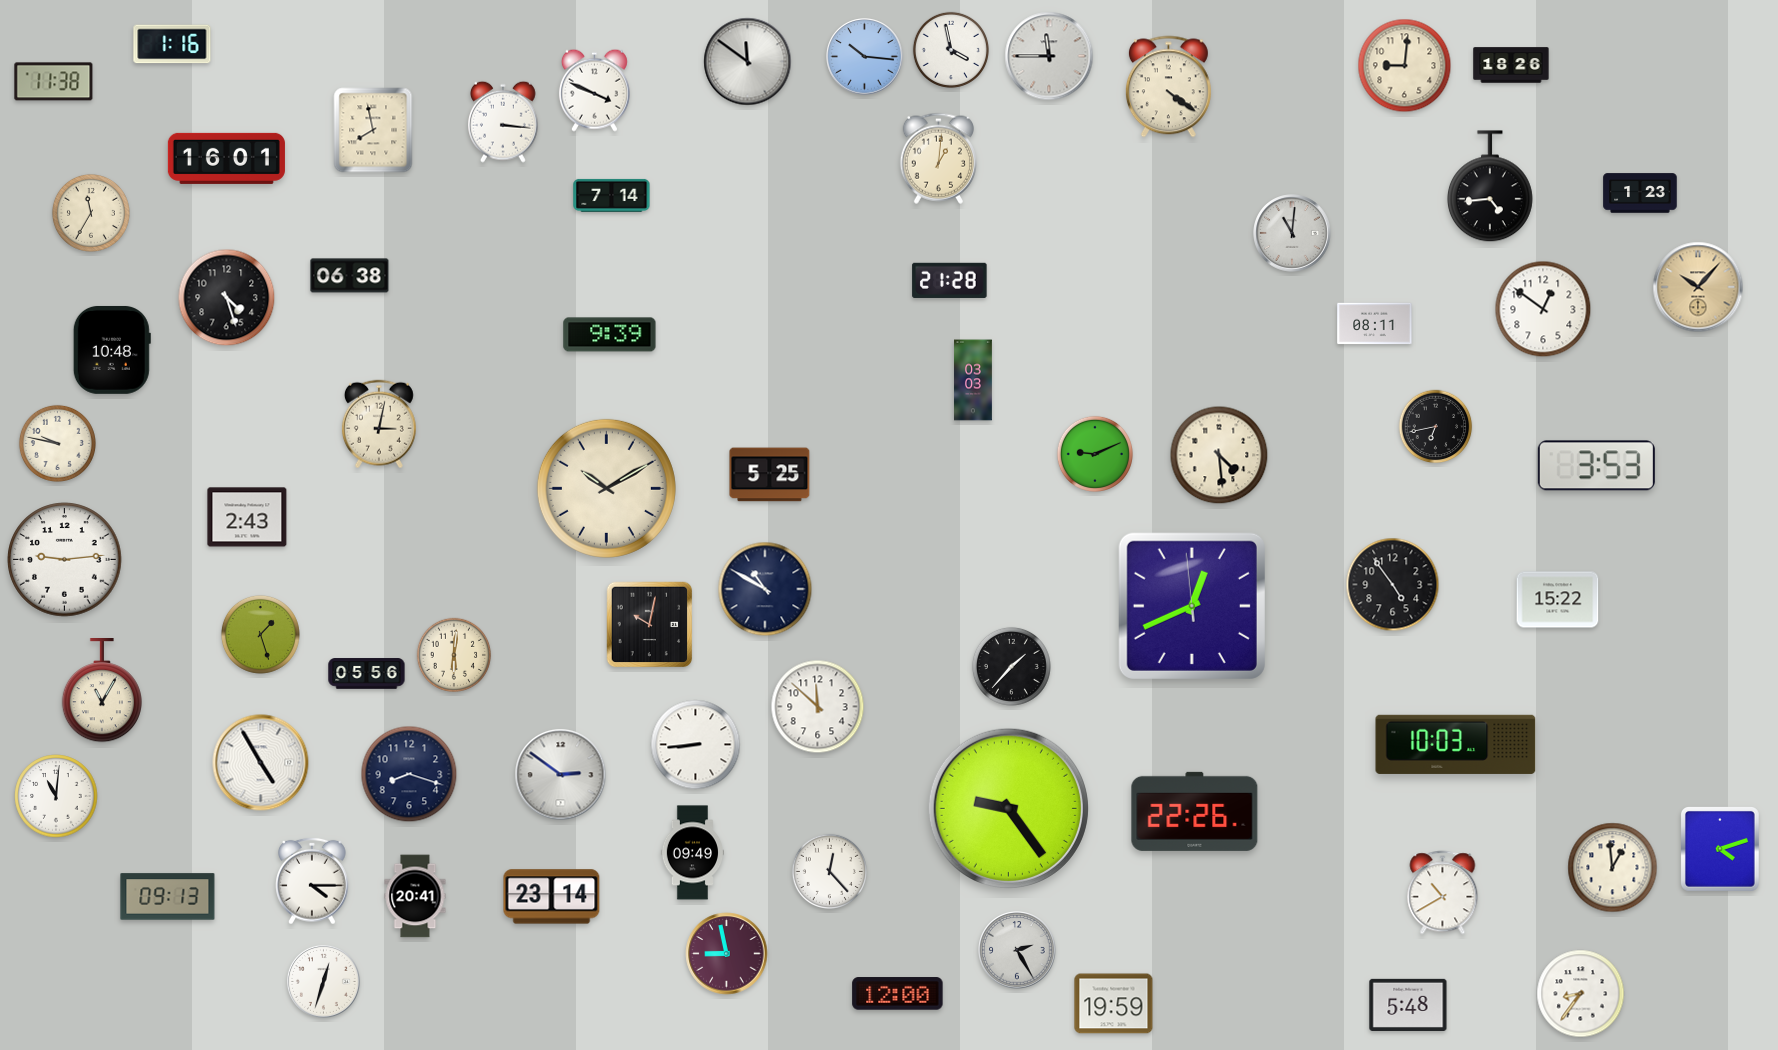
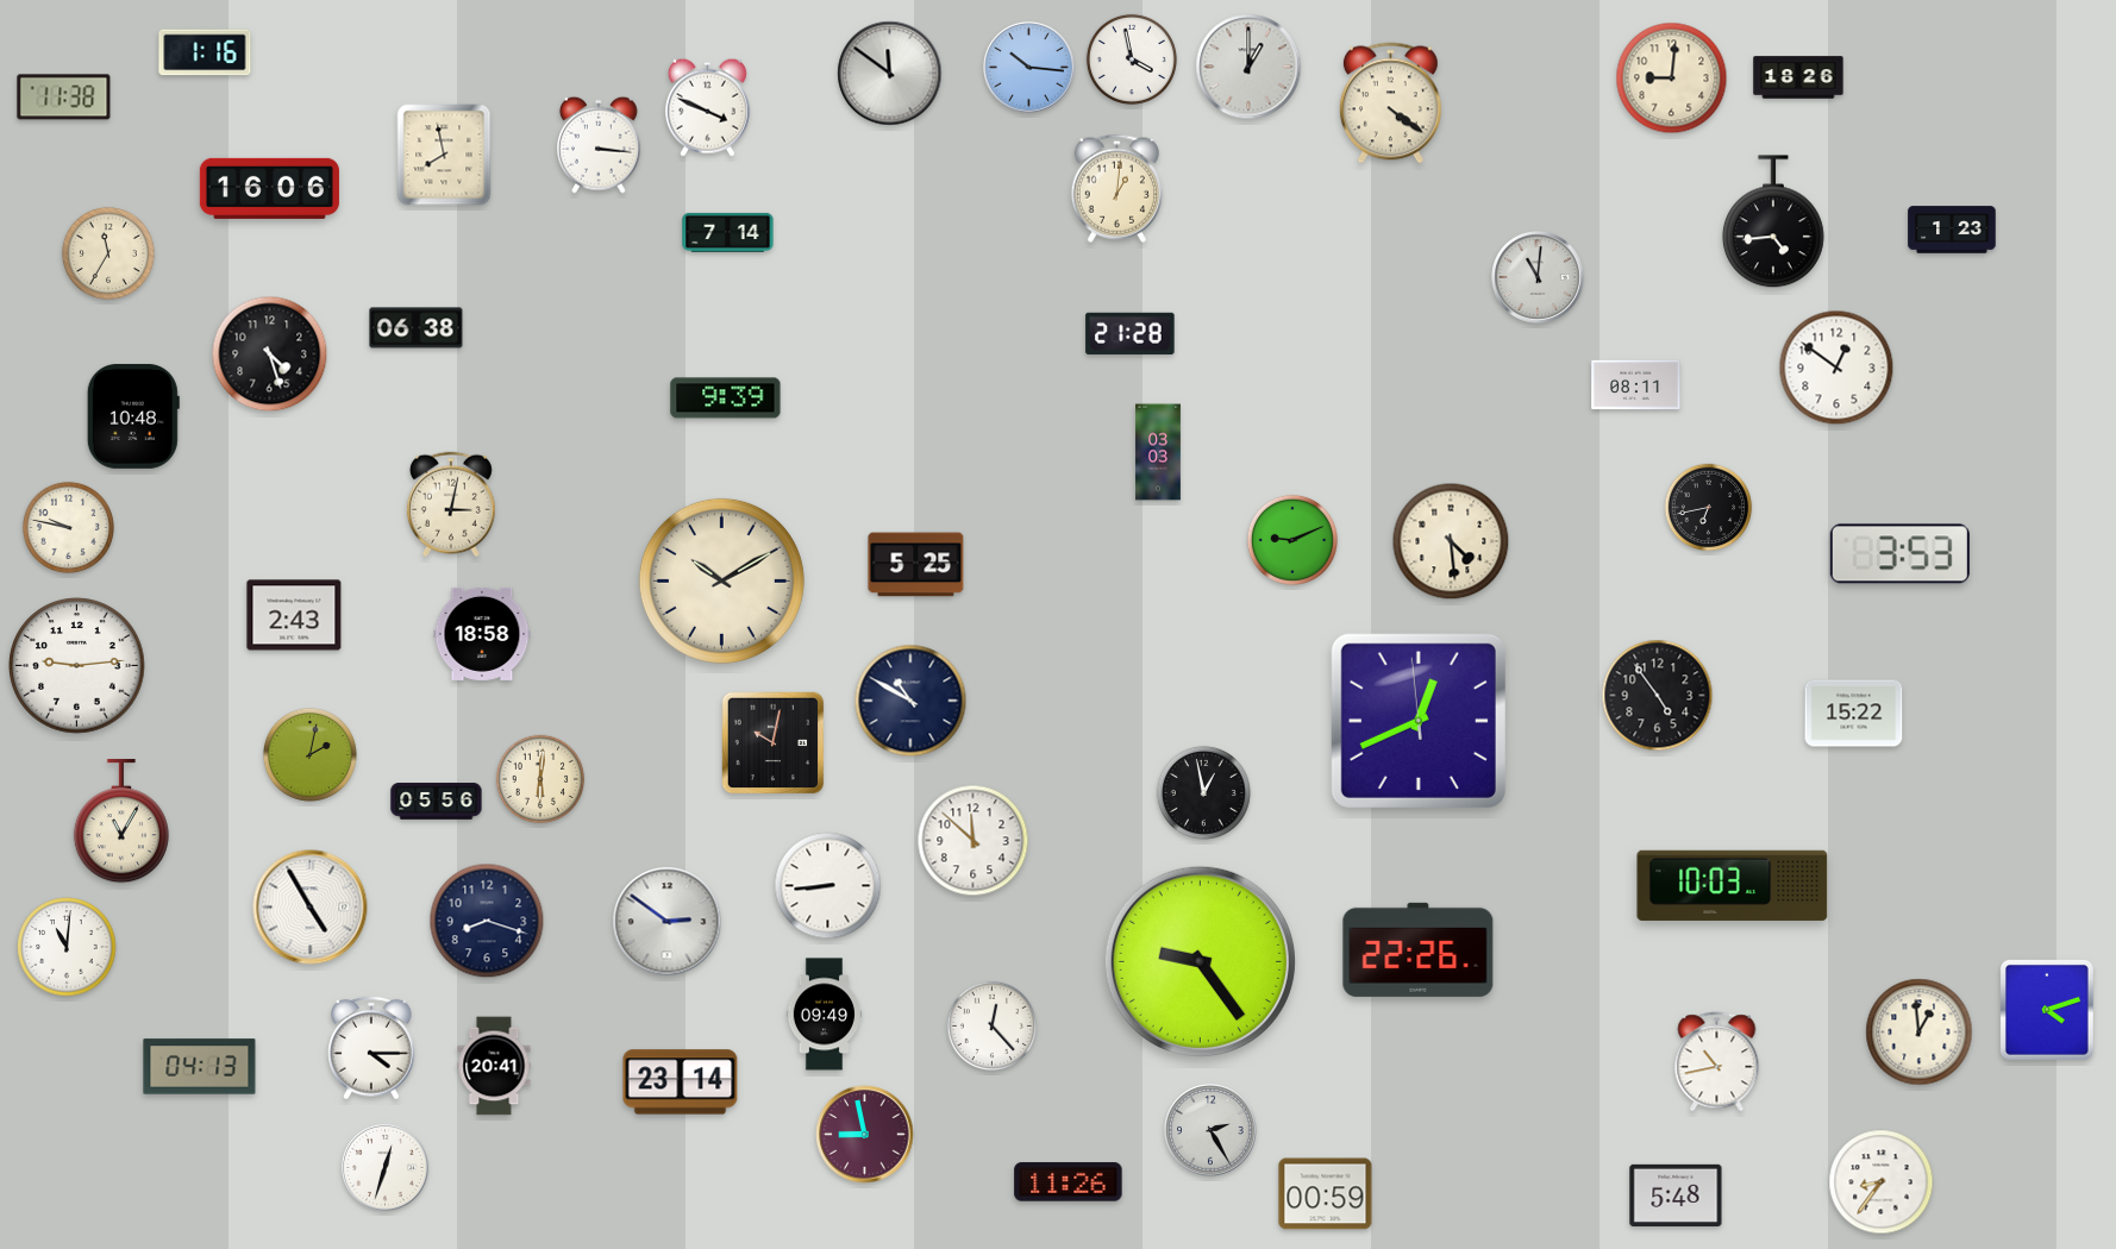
clock at (1049, 56): 11:45 -> 1:00
clock at (226, 158): 16:01 -> 16:06
clock at (1698, 287): 10:07 -> none
clock at (1095, 454) position: (1095, 454) -> (1292, 540)
clock at (482, 634): none -> 18:58
clock at (260, 634): 1:27 -> 2:02
clock at (1011, 666): 1:37 -> 12:58
clock at (1195, 811) position: (1195, 811) -> (1419, 949)
clock at (829, 871) position: (829, 871) -> (991, 1025)
clock at (1443, 893): 10:40 -> 10:43
clock at (168, 897): 09:13 -> 04:13
clock at (552, 897) position: (552, 897) -> (681, 1082)
clock at (898, 994): 12:00 -> 11:26
clock at (1114, 1004): 19:59 -> 00:59
